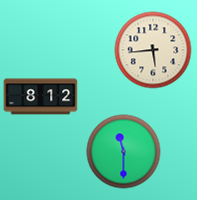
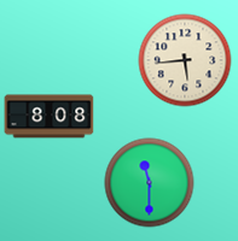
clock at (41, 97): 8:12 -> 8:08
